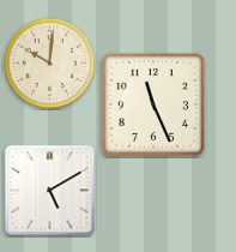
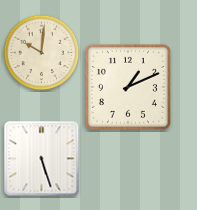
clock at (153, 104): 11:26 -> 1:11
clock at (50, 191): 5:10 -> 5:27
